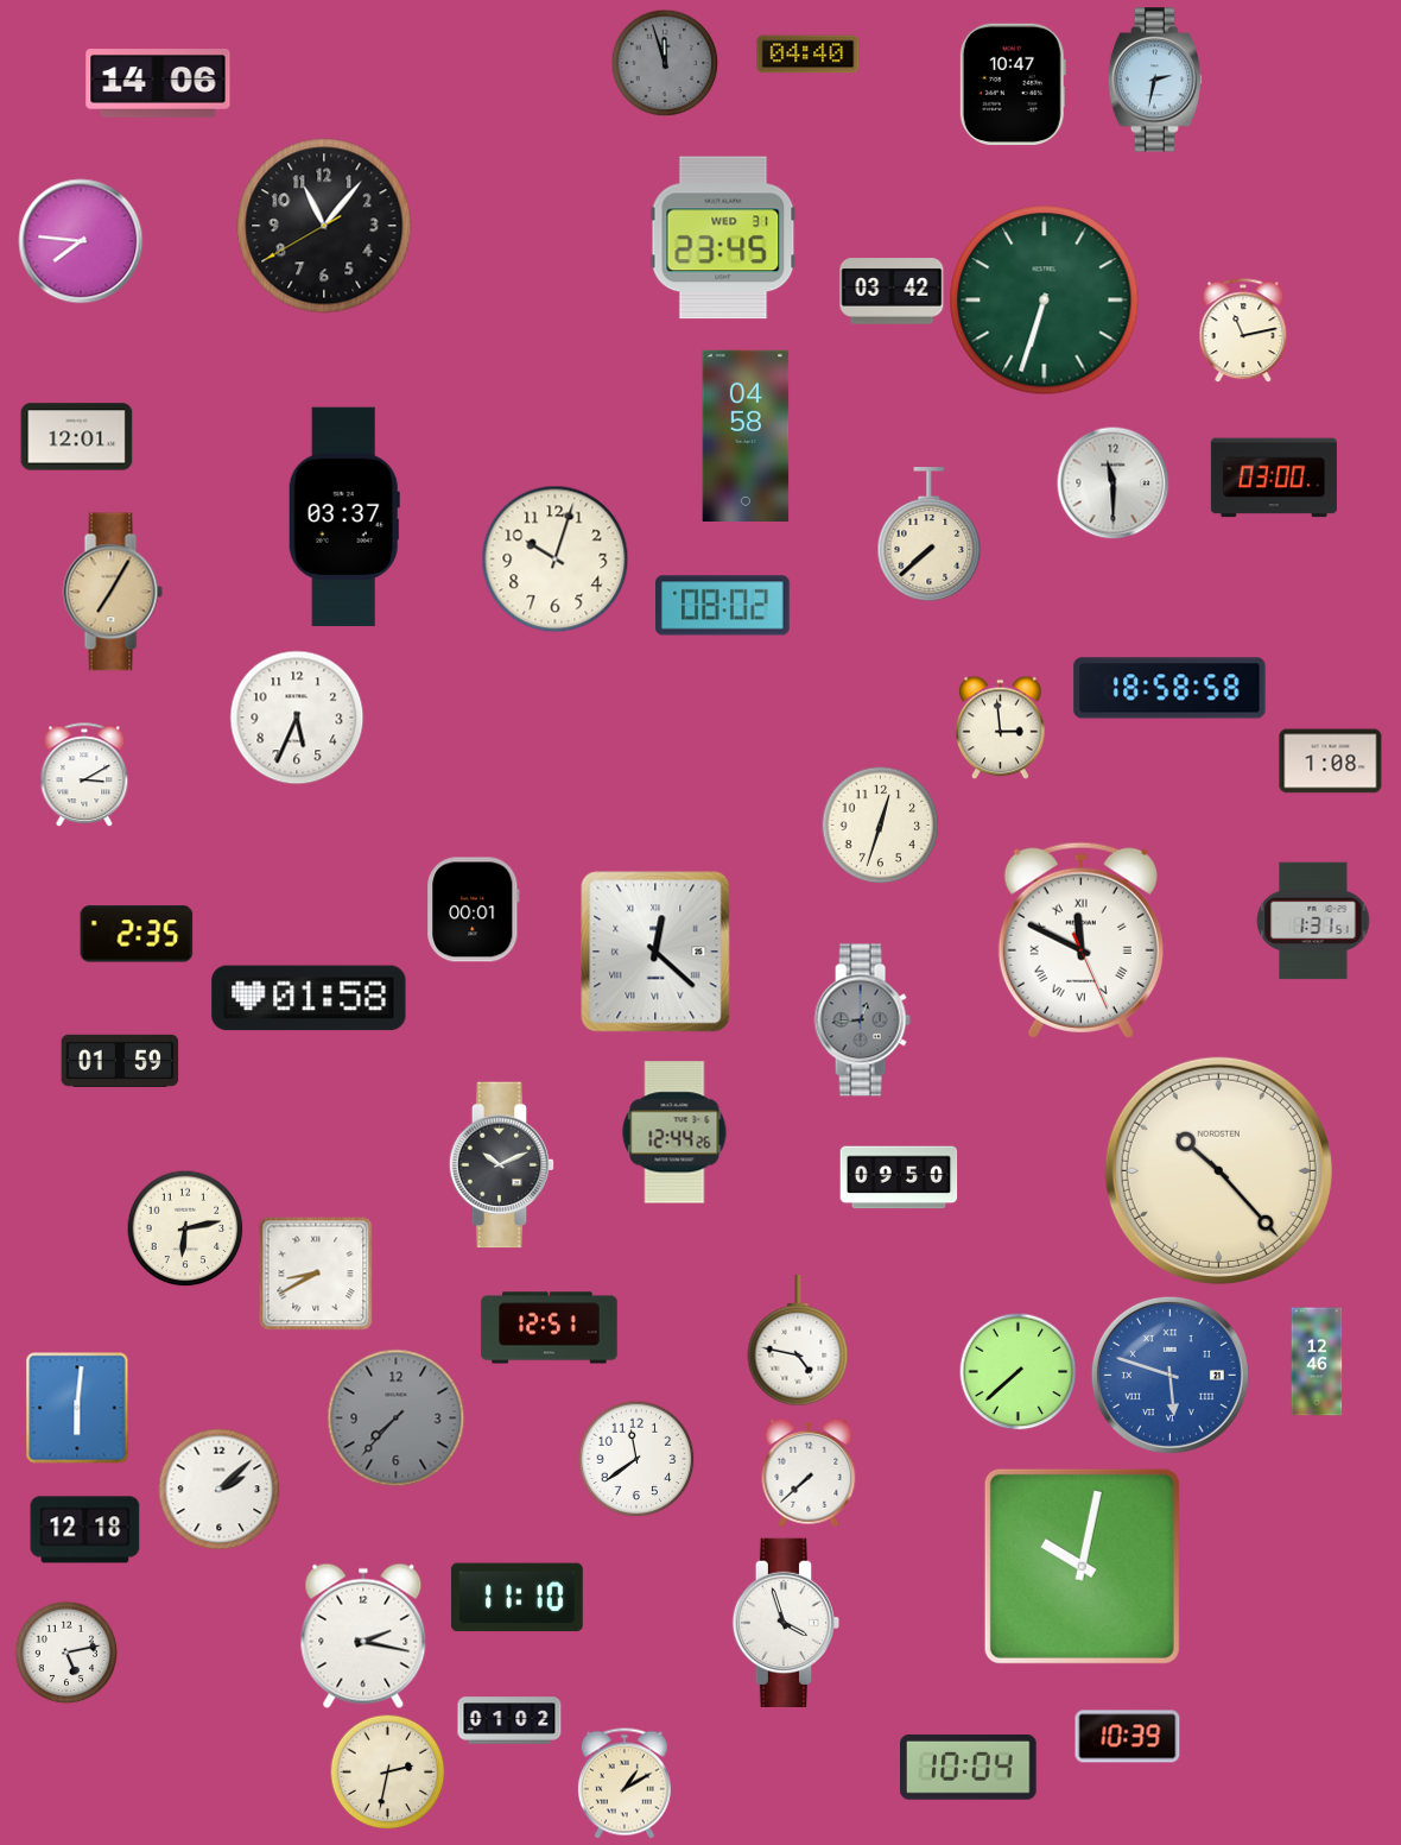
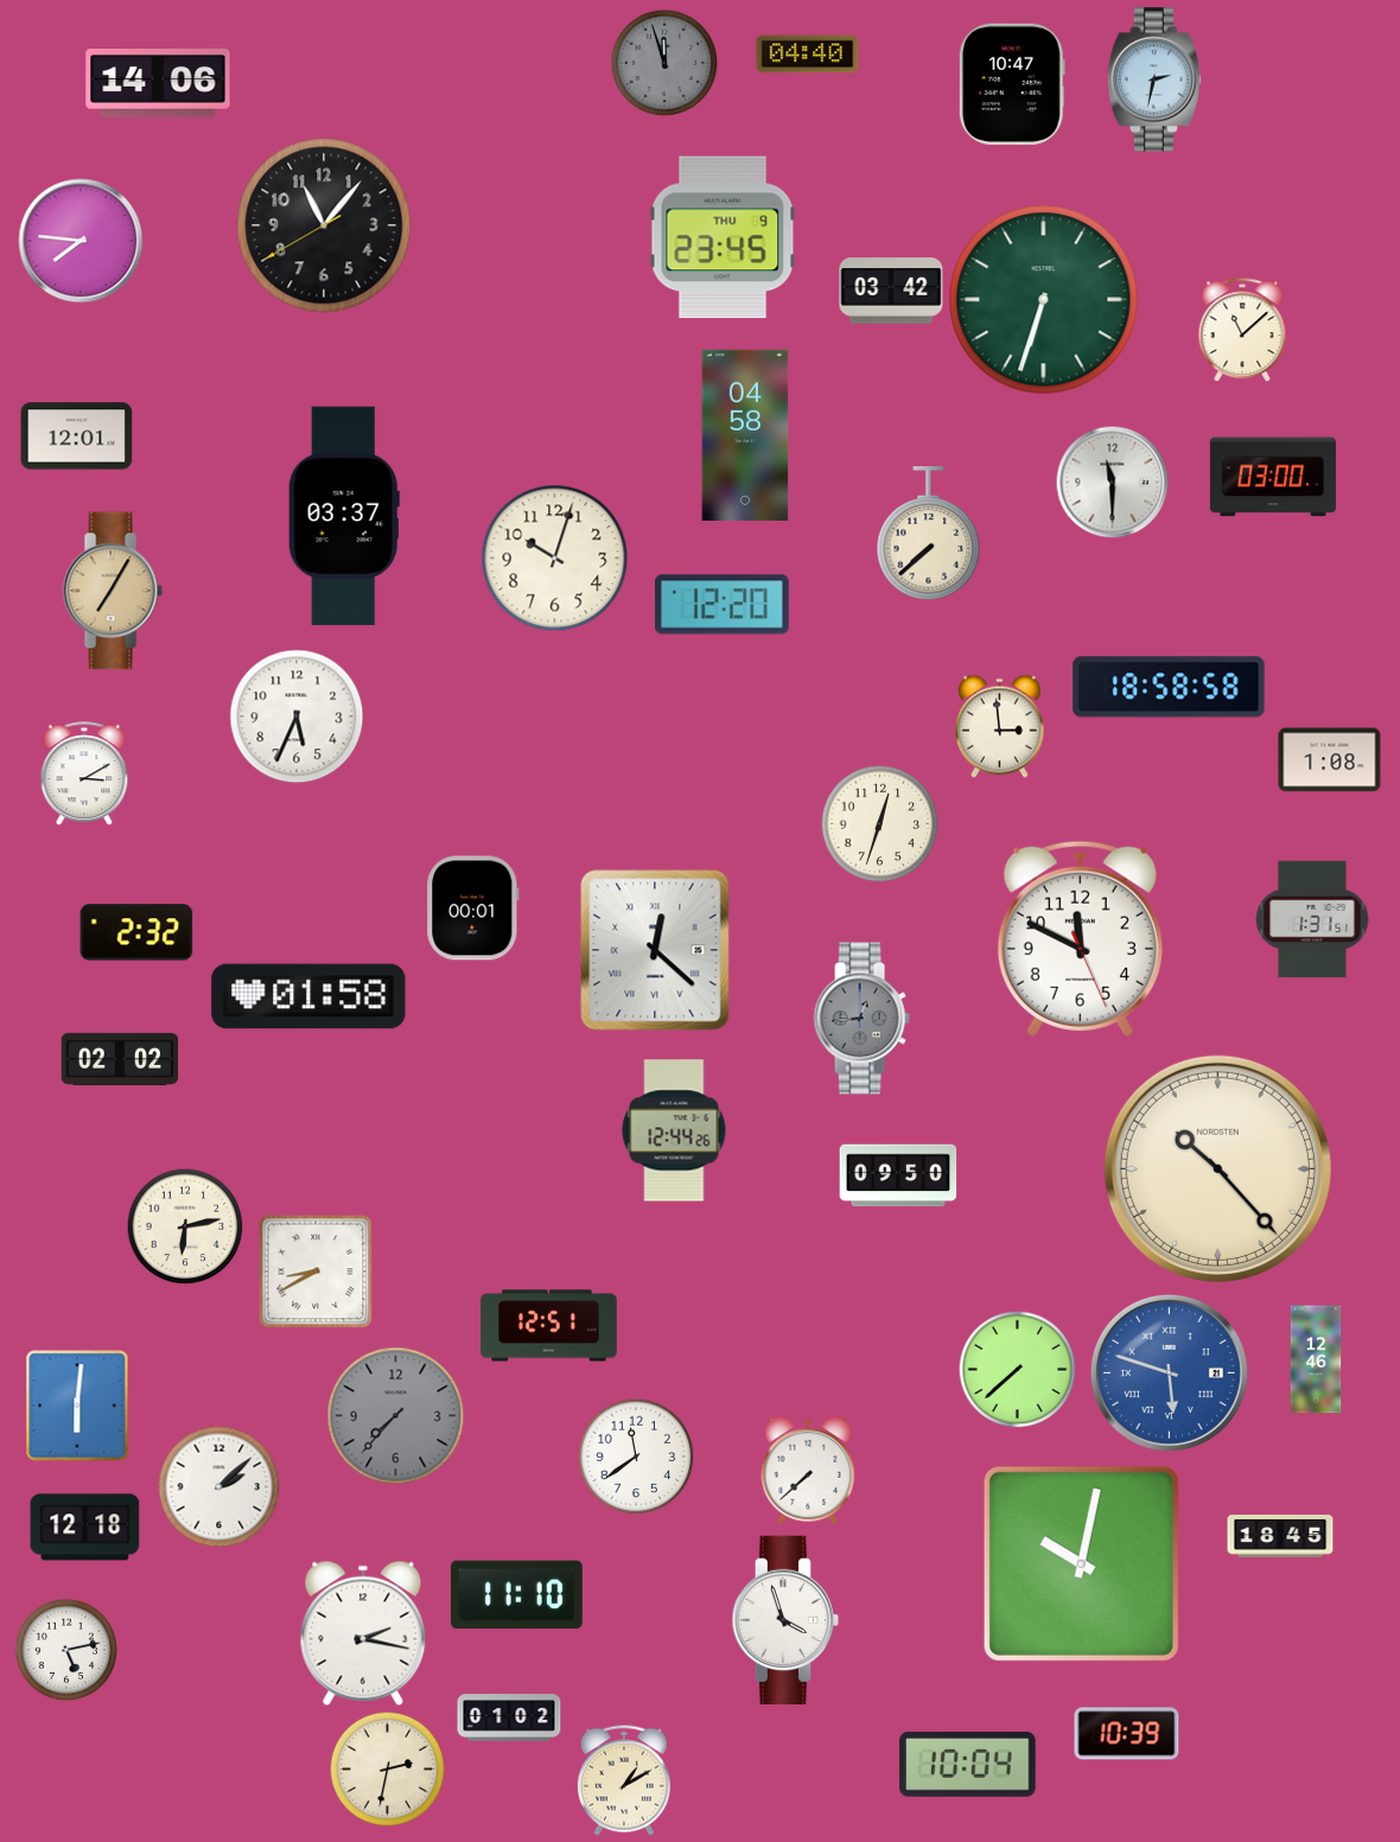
clock at (723, 238) date: WED 31 -> THU 9
clock at (1243, 330): 11:13 -> 11:08
clock at (723, 606): 08:02 -> 12:20
clock at (137, 934): 2:35 -> 2:32
clock at (1080, 940) numerals: Roman -> Arabic
clock at (120, 1061): 01:59 -> 02:02
clock at (502, 1165): 10:11 -> none
clock at (798, 1340): 4:47 -> none
clock at (1280, 1537): none -> 18:45
